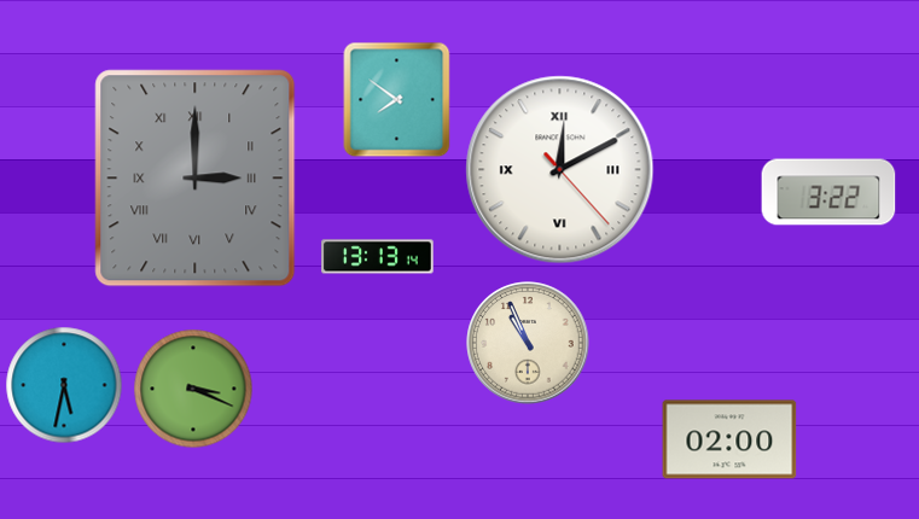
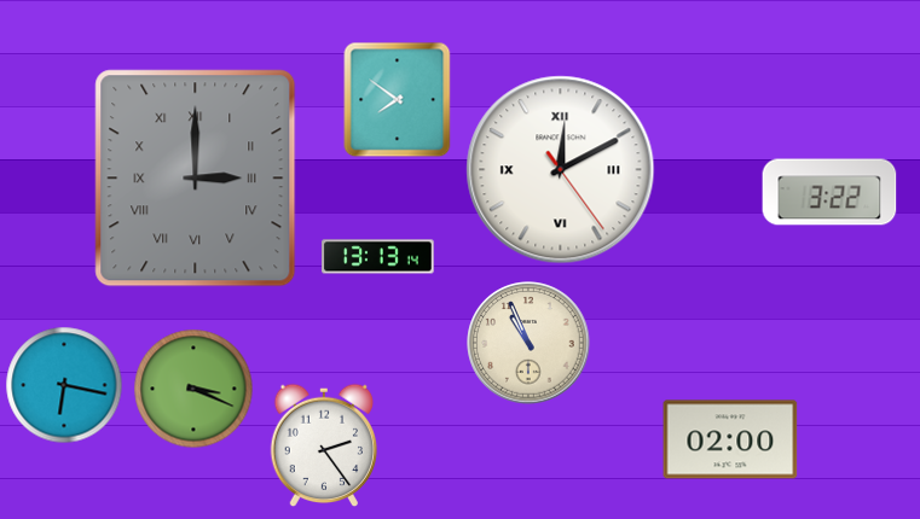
clock at (560, 170): 12:10:23 -> 12:10:24
clock at (64, 385): 5:32 -> 6:17
clock at (323, 445): none -> 2:24
